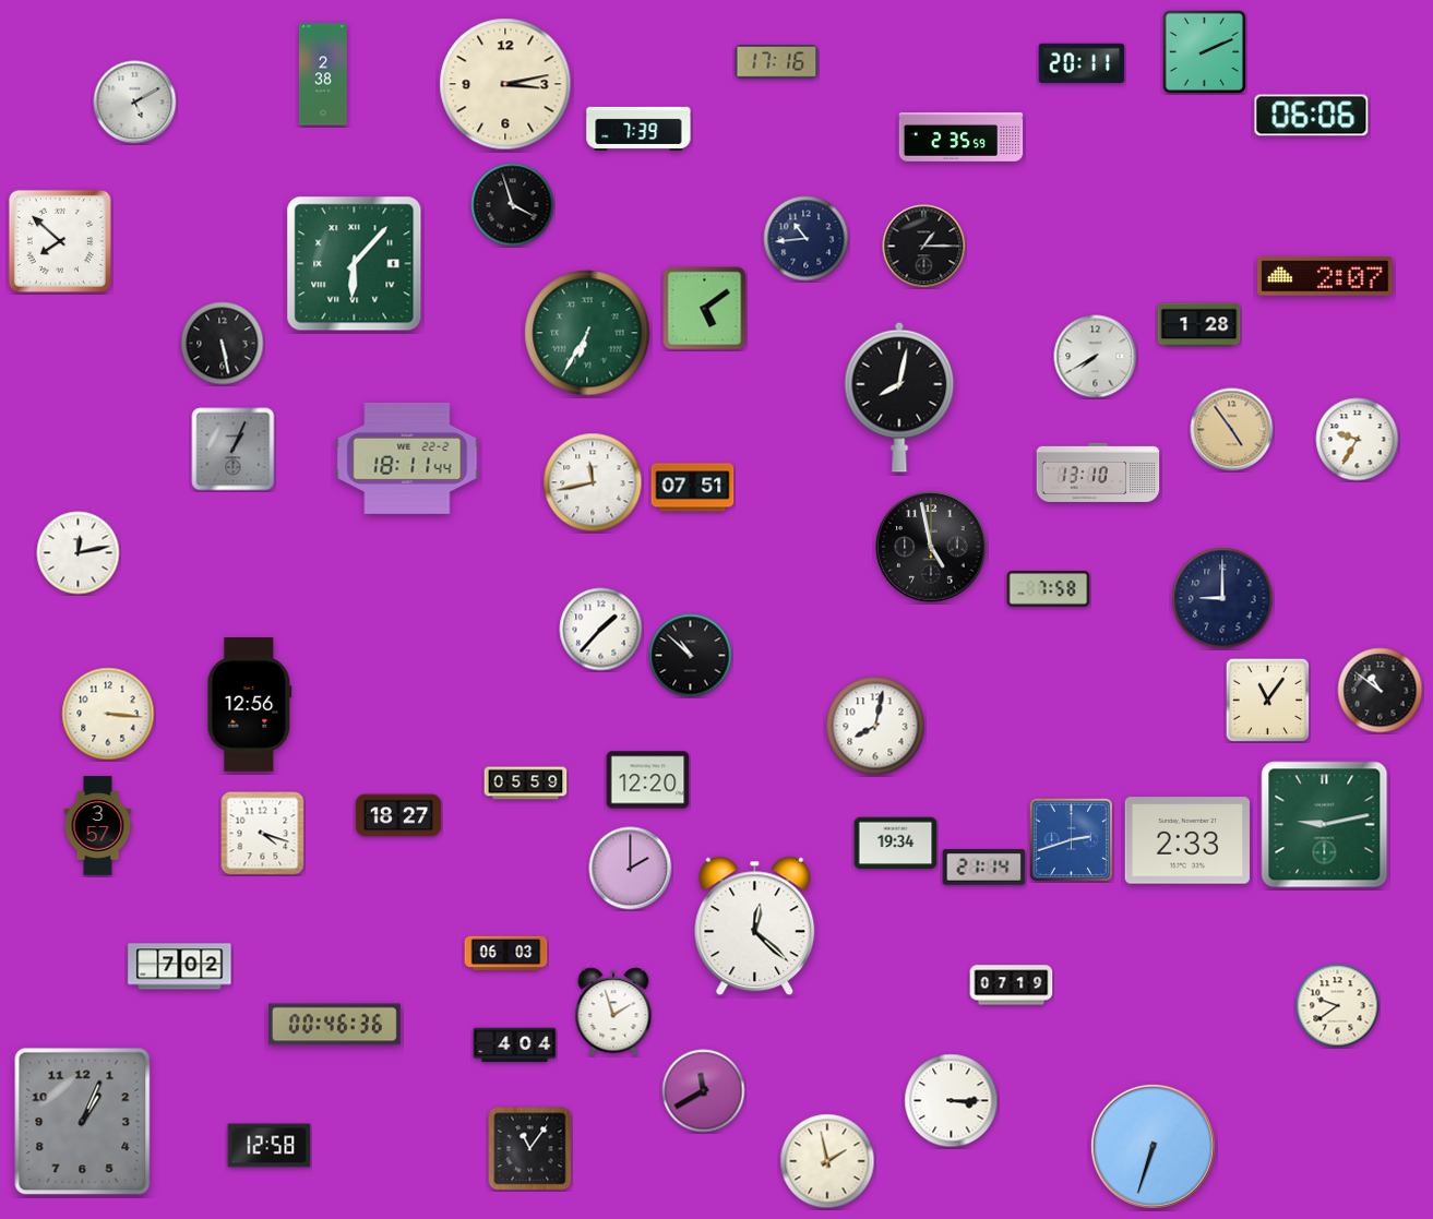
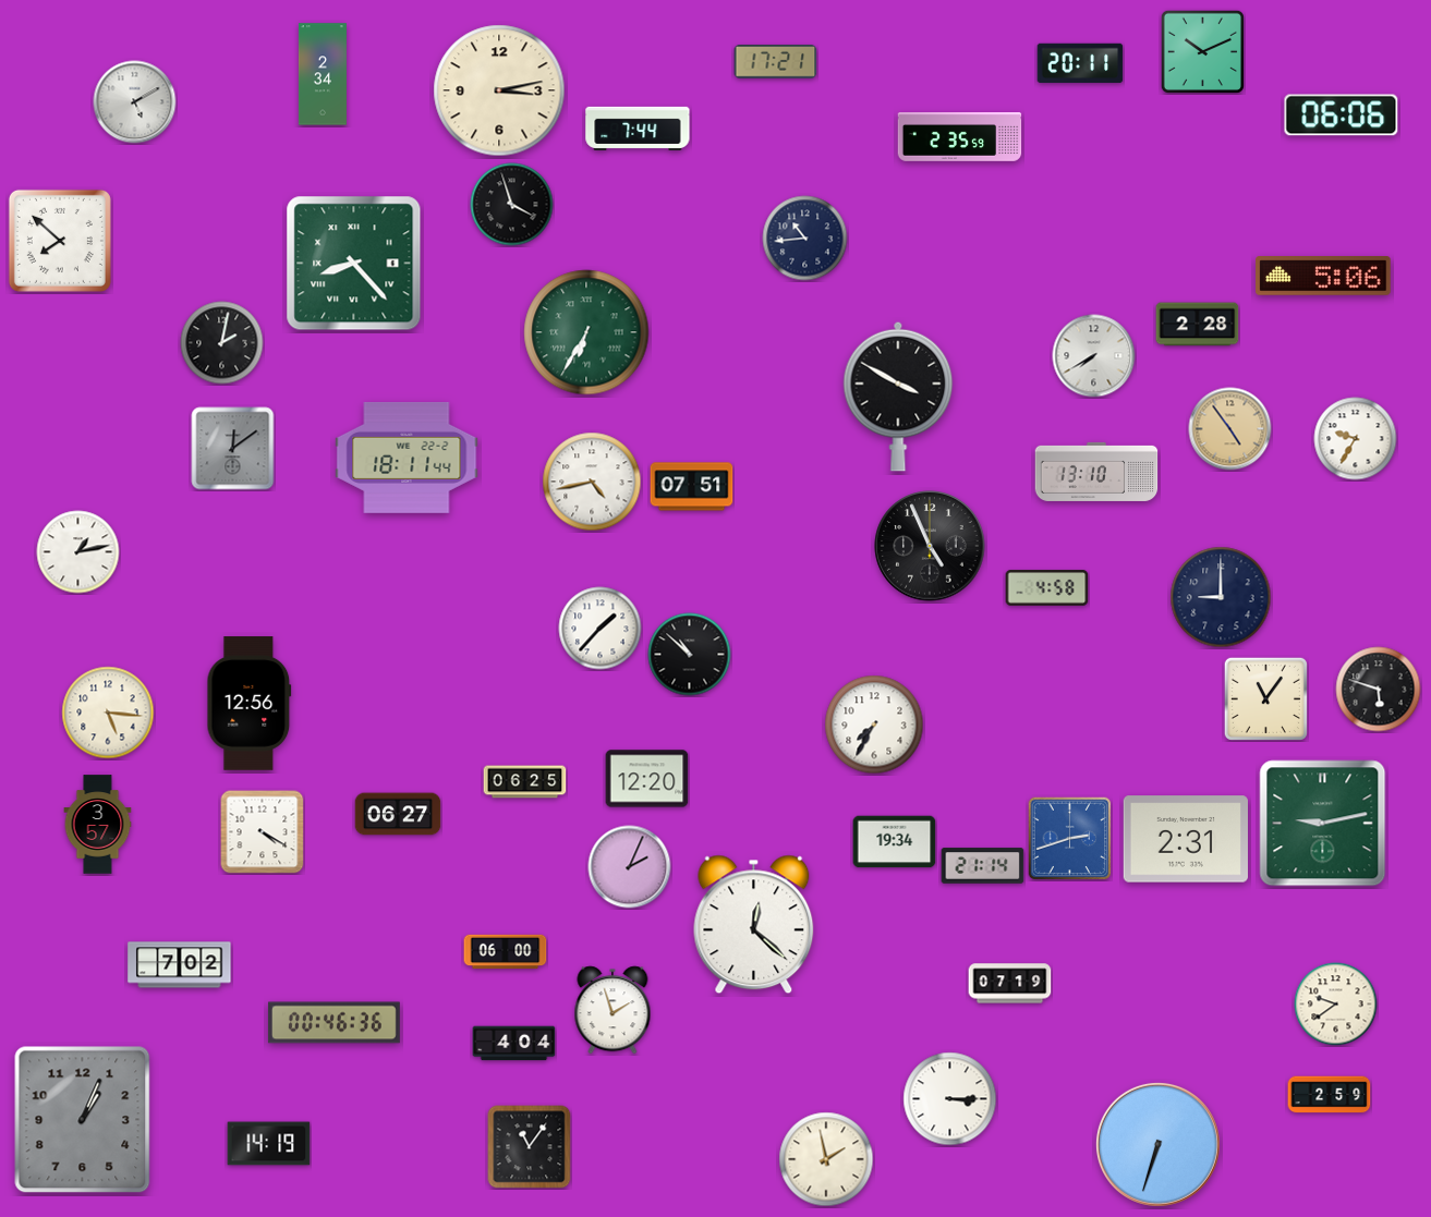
clock at (1204, 51): 2:11 -> 10:11
clock at (777, 62): 17:16 -> 17:21
clock at (323, 74): 2:38 -> 2:34
clock at (505, 84) position: (505, 84) -> (499, 90)
clock at (1312, 116) position: (1312, 116) -> (1342, 115)
clock at (638, 129): 7:39 -> 7:44
clock at (924, 247): 1:15 -> none
clock at (355, 264): 6:07 -> 8:23
clock at (1325, 277): 2:07 -> 5:06
clock at (705, 309): 5:09 -> none
clock at (1199, 325): 1:28 -> 2:28
clock at (223, 344): 5:28 -> 2:02
clock at (899, 397): 8:02 -> 3:50
clock at (234, 450): 1:04 -> 12:09
clock at (593, 482): 11:43 -> 4:43
clock at (931, 547): 4:58 -> 4:56
clock at (79, 553): 12:13 -> 1:13
clock at (1049, 589): 7:58 -> 4:58
clock at (1381, 691): 10:51 -> 5:48
clock at (108, 714): 3:16 -> 5:16
clock at (875, 726): 8:02 -> 7:35
clock at (526, 784): 05:59 -> 06:25
clock at (398, 815): 18:27 -> 06:27
clock at (263, 834): 4:18 -> 4:20
clock at (1186, 840): 2:33 -> 2:31
clock at (631, 869): 2:00 -> 2:04
clock at (506, 954): 06:03 -> 06:00
clock at (704, 1091): 11:40 -> none
clock at (1330, 1095): none -> 2:59
clock at (270, 1146): 12:58 -> 14:19
clock at (1153, 1146) position: (1153, 1146) -> (1157, 1144)
